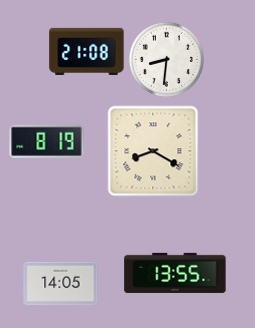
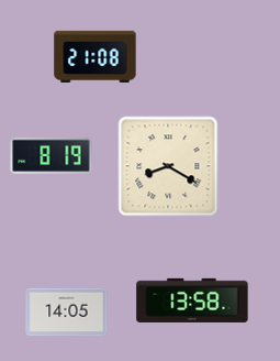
clock at (166, 59): 8:31 -> none
clock at (175, 273): 13:55 -> 13:58
